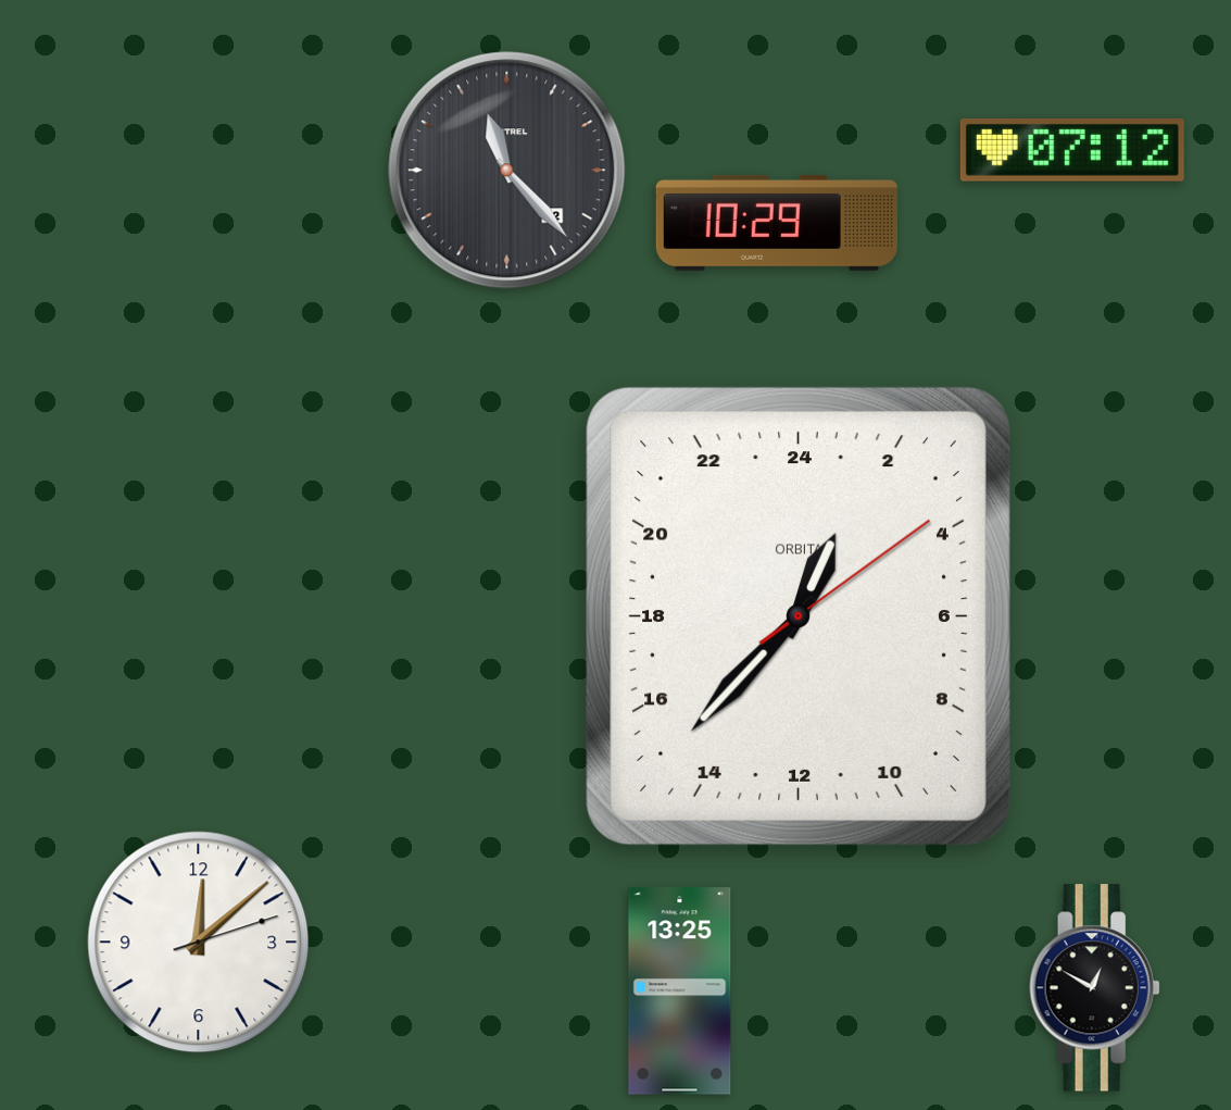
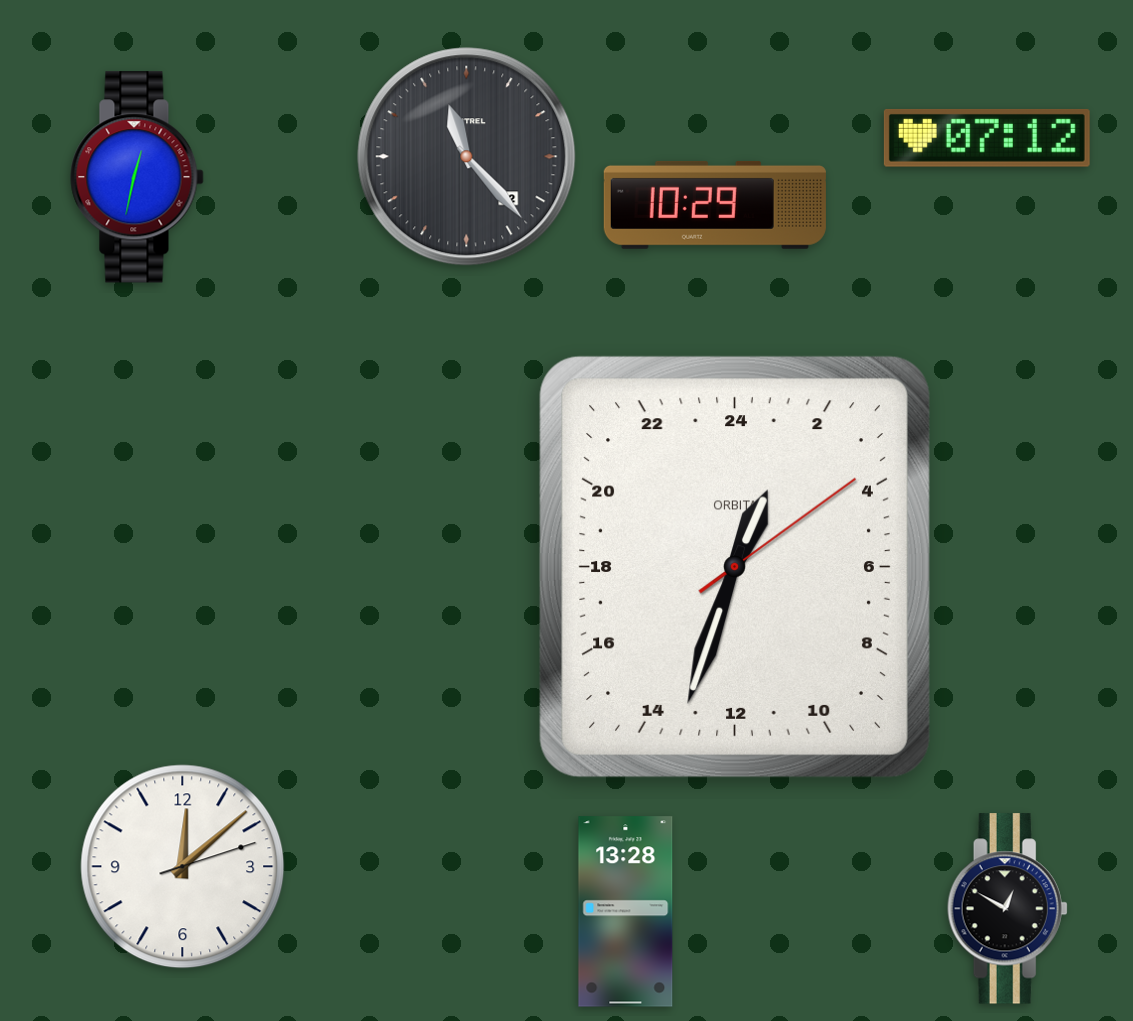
clock at (137, 177): none -> 12:32
clock at (799, 616): 1:37 -> 1:33
clock at (680, 991): 13:25 -> 13:28
